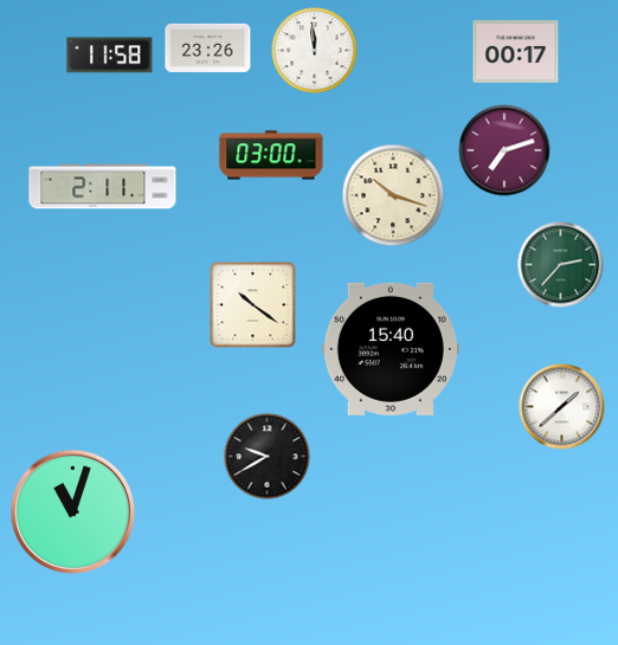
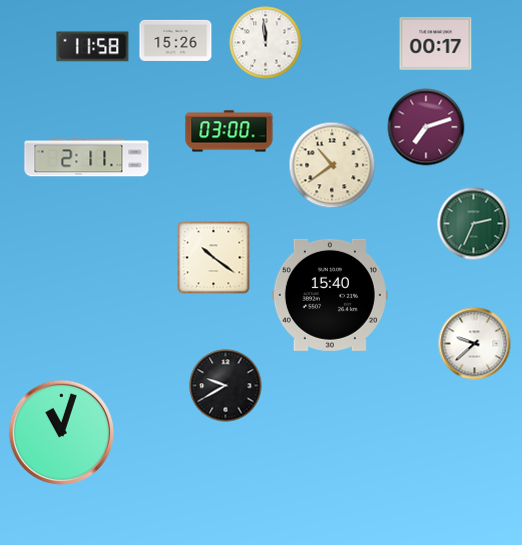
clock at (208, 47): 23:26 -> 15:26
clock at (393, 195): 10:18 -> 10:39
clock at (561, 265): 2:37 -> 2:34
clock at (562, 407): 1:38 -> 9:38
